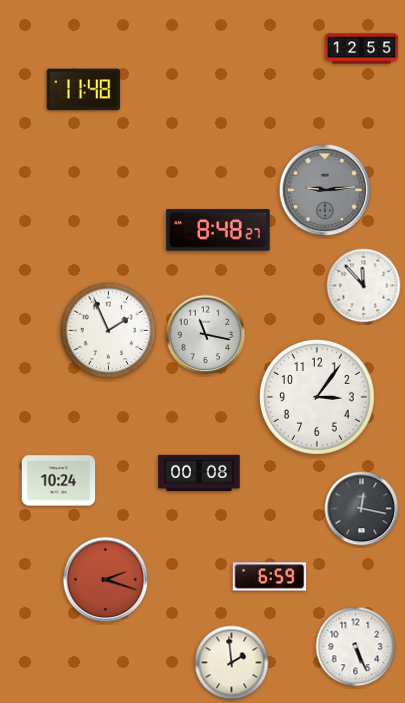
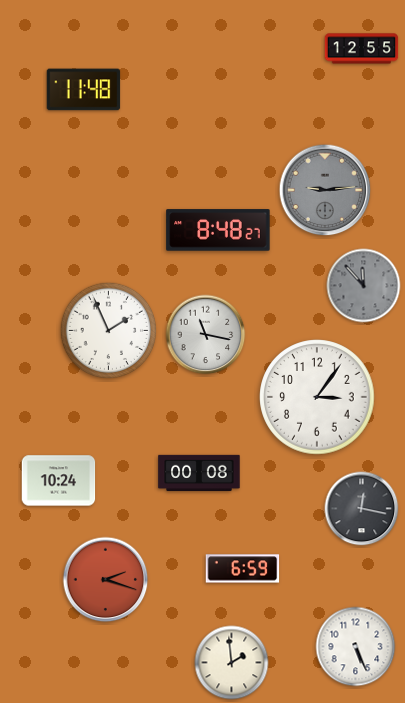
clock at (364, 286) dial: white -> grey
clock at (270, 577) position: (270, 577) -> (243, 569)
